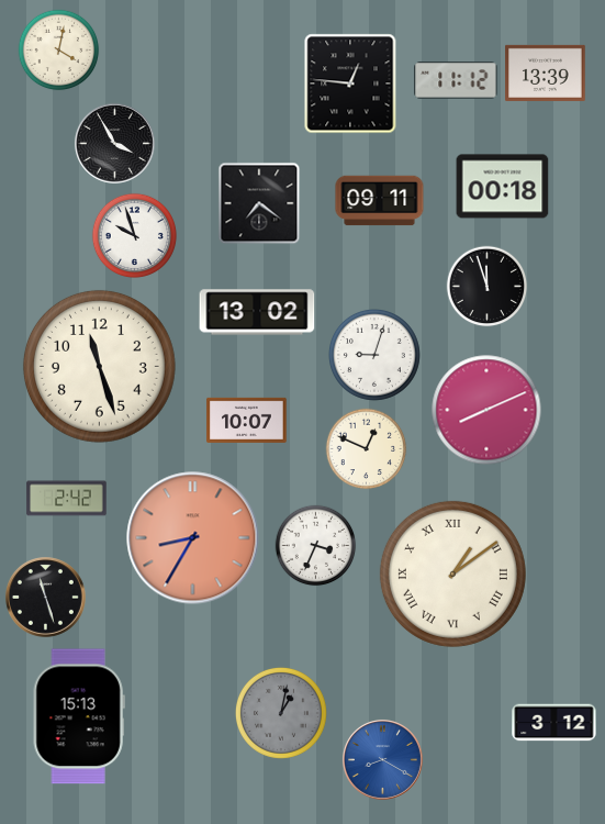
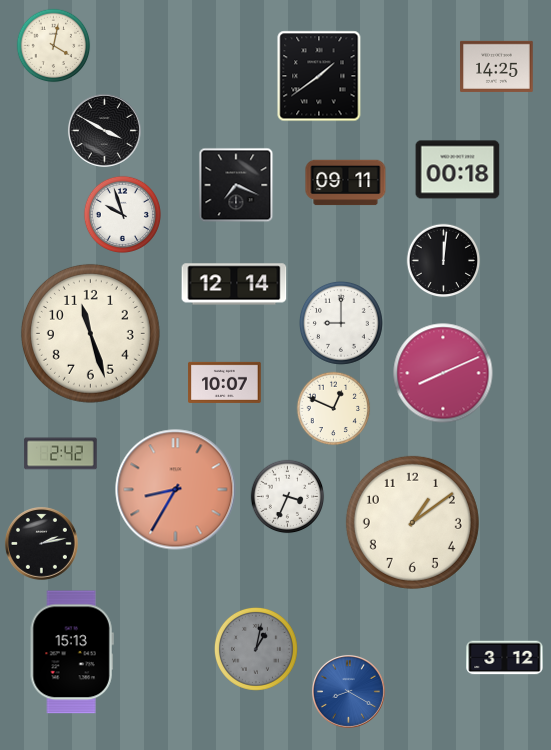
clock at (546, 73): 13:39 -> 14:25
clock at (456, 80): 11:12 -> none
clock at (350, 83): 12:46 -> 1:39
clock at (114, 143): 3:55 -> 3:50
clock at (259, 203): 7:21 -> 7:19
clock at (488, 287): 11:57 -> 12:01
clock at (257, 312): 13:02 -> 12:14
clock at (374, 355): 9:03 -> 9:00
clock at (452, 574) numerals: Roman -> Arabic
clock at (45, 597): 11:27 -> 2:13
